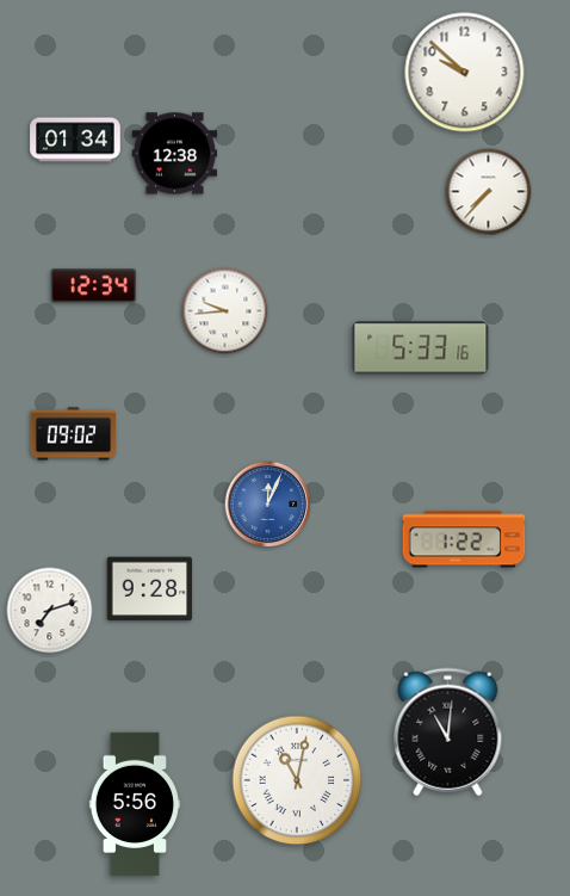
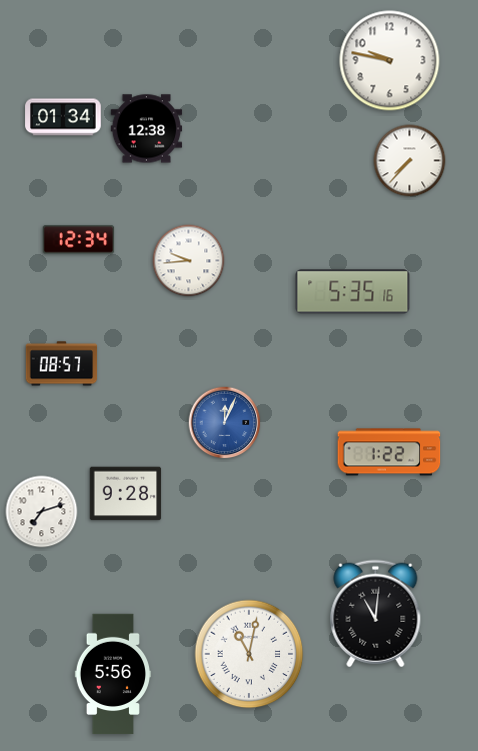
clock at (465, 73): 9:52 -> 9:47
clock at (421, 348): 5:33 -> 5:35
clock at (74, 434): 09:02 -> 08:57
